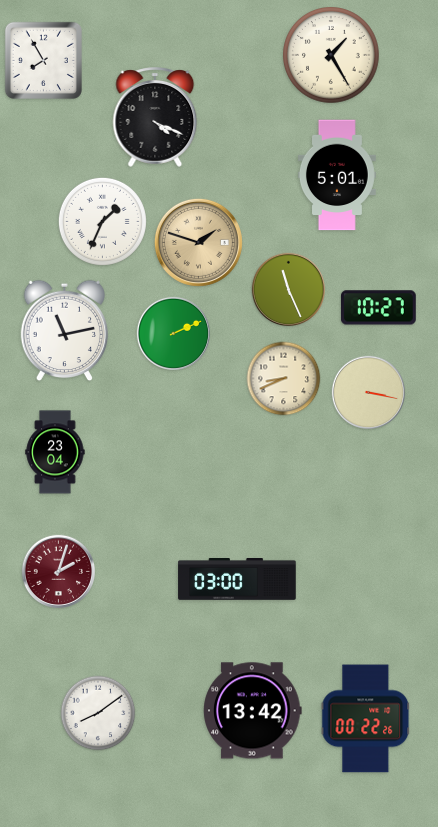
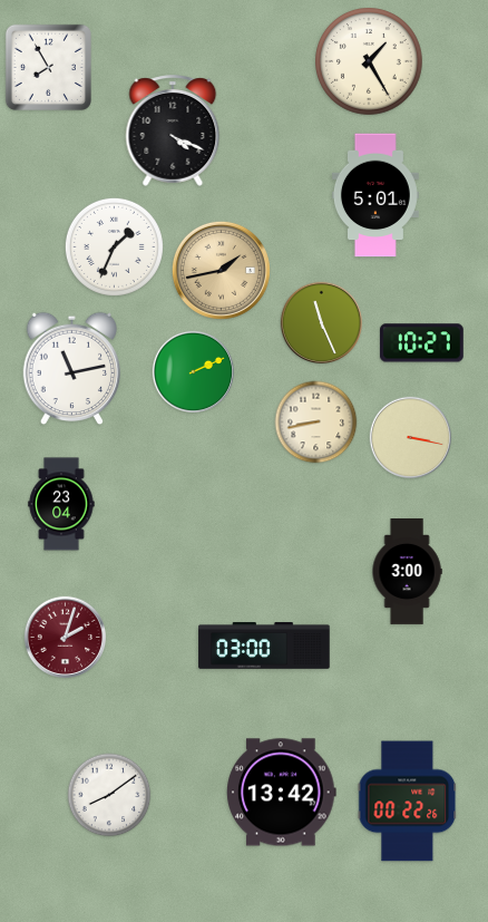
clock at (198, 242): 1:48 -> 1:43
clock at (284, 379): 8:41 -> 8:43
clock at (407, 572): none -> 3:00
